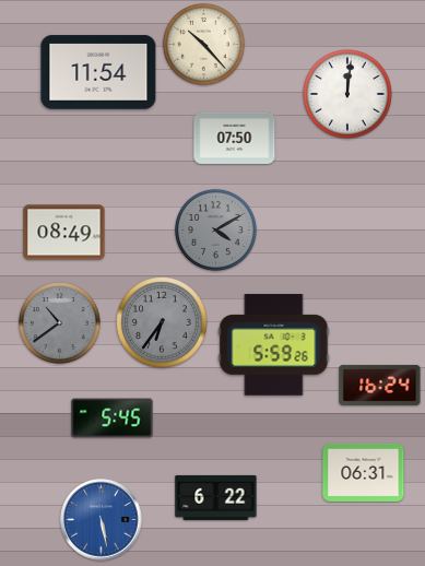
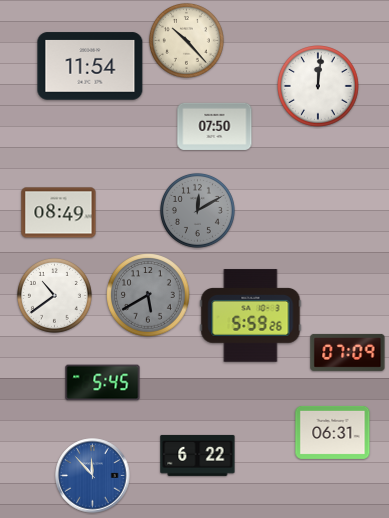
clock at (215, 229): 4:10 -> 12:10
clock at (59, 322) dial: grey -> white
clock at (163, 323): 6:36 -> 5:40
clock at (380, 385): 16:24 -> 07:09
clock at (102, 520): 5:28 -> 11:53
